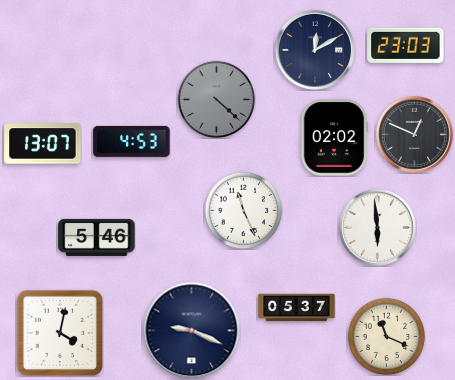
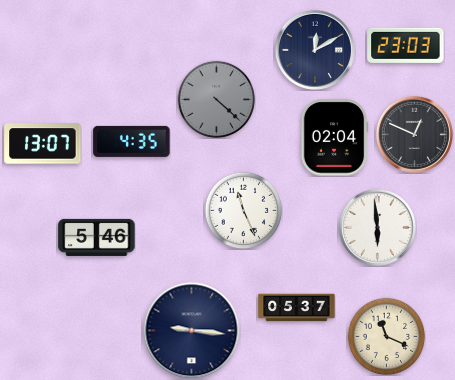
clock at (334, 138): 02:02 -> 02:04
clock at (132, 141): 4:53 -> 4:35
clock at (192, 331): 9:19 -> 9:16
clock at (60, 333): 4:02 -> none
